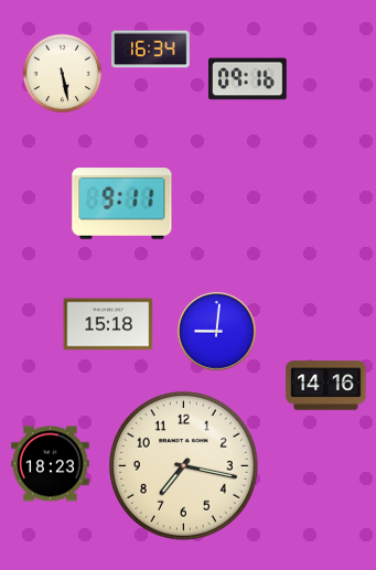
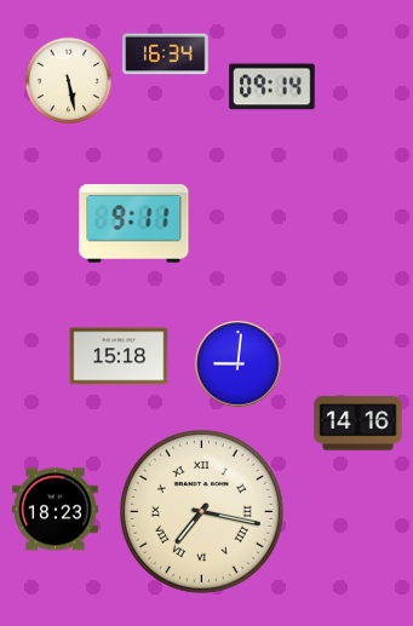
clock at (248, 79): 09:16 -> 09:14
clock at (183, 465) numerals: Arabic -> Roman
